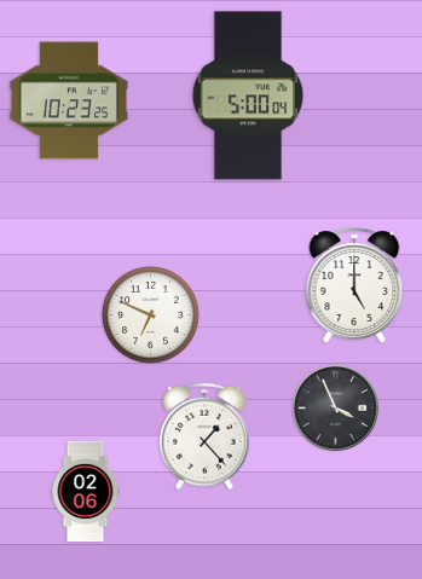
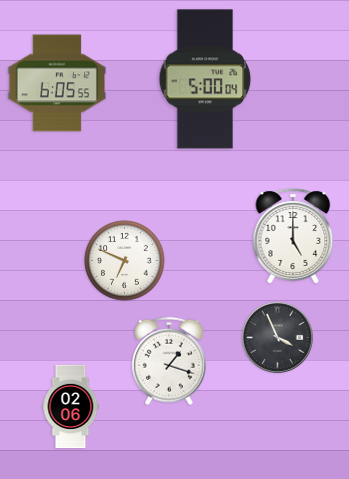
clock at (69, 100): 10:23 -> 6:05
clock at (206, 436): 1:23 -> 1:18
